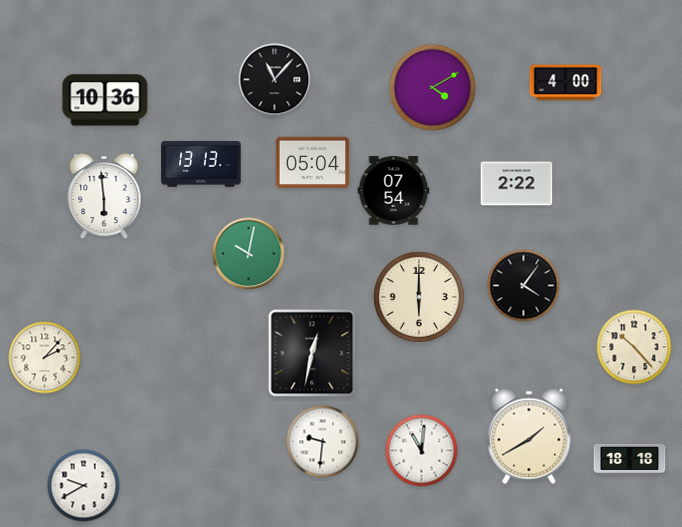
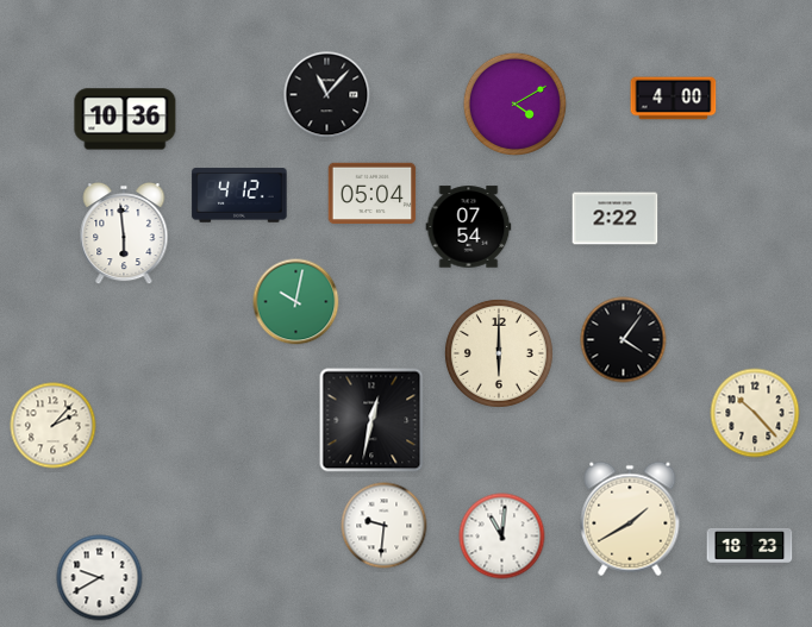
clock at (201, 164): 13:13 -> 4:12
clock at (630, 459): 18:18 -> 18:23
